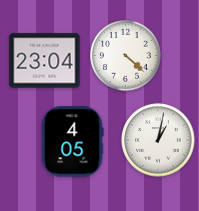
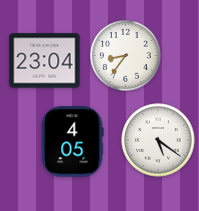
clock at (126, 56): 4:22 -> 8:36
clock at (158, 140): 1:02 -> 5:21
